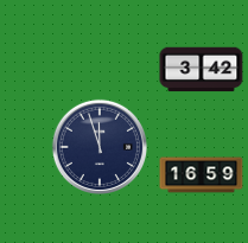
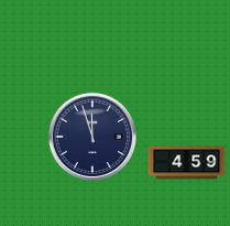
clock at (202, 70): 3:42 -> none
clock at (202, 175): 16:59 -> 4:59
